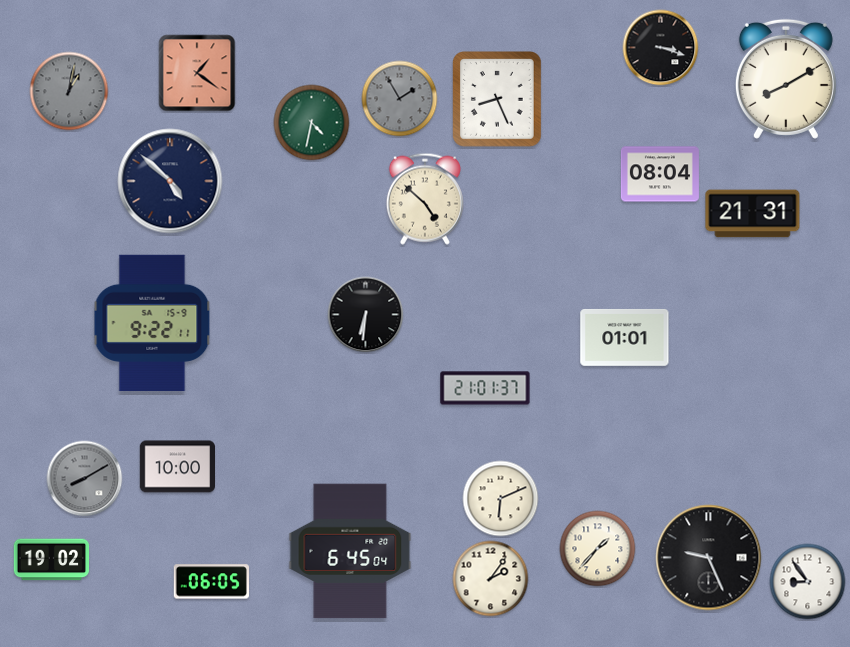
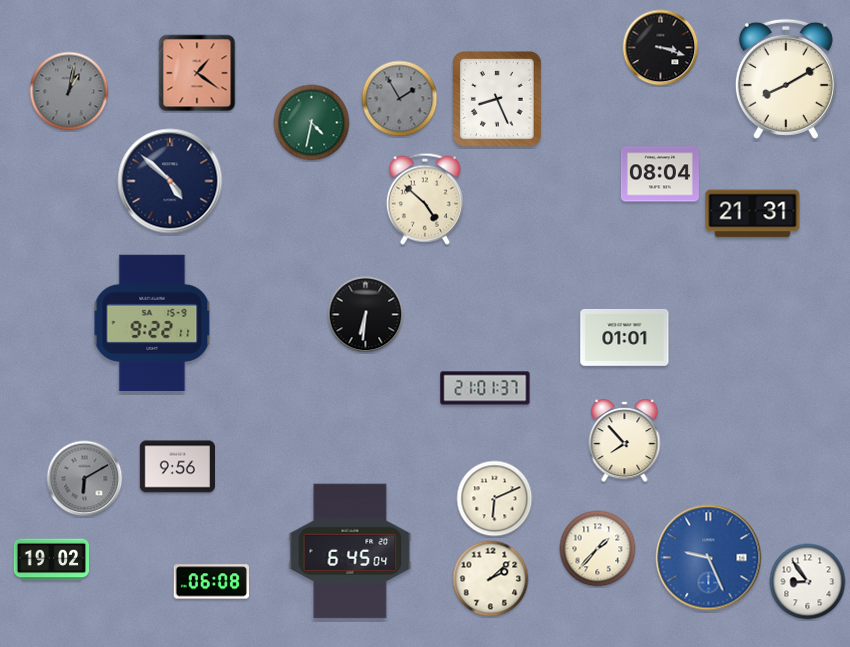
clock at (625, 442): none -> 7:53
clock at (177, 467): 10:00 -> 9:56
clock at (85, 479): 8:10 -> 6:10
clock at (501, 499) position: (501, 499) -> (495, 499)
clock at (709, 558) dial: black -> blue
clock at (491, 579): 2:06 -> 2:08
clock at (211, 582): 06:05 -> 06:08
